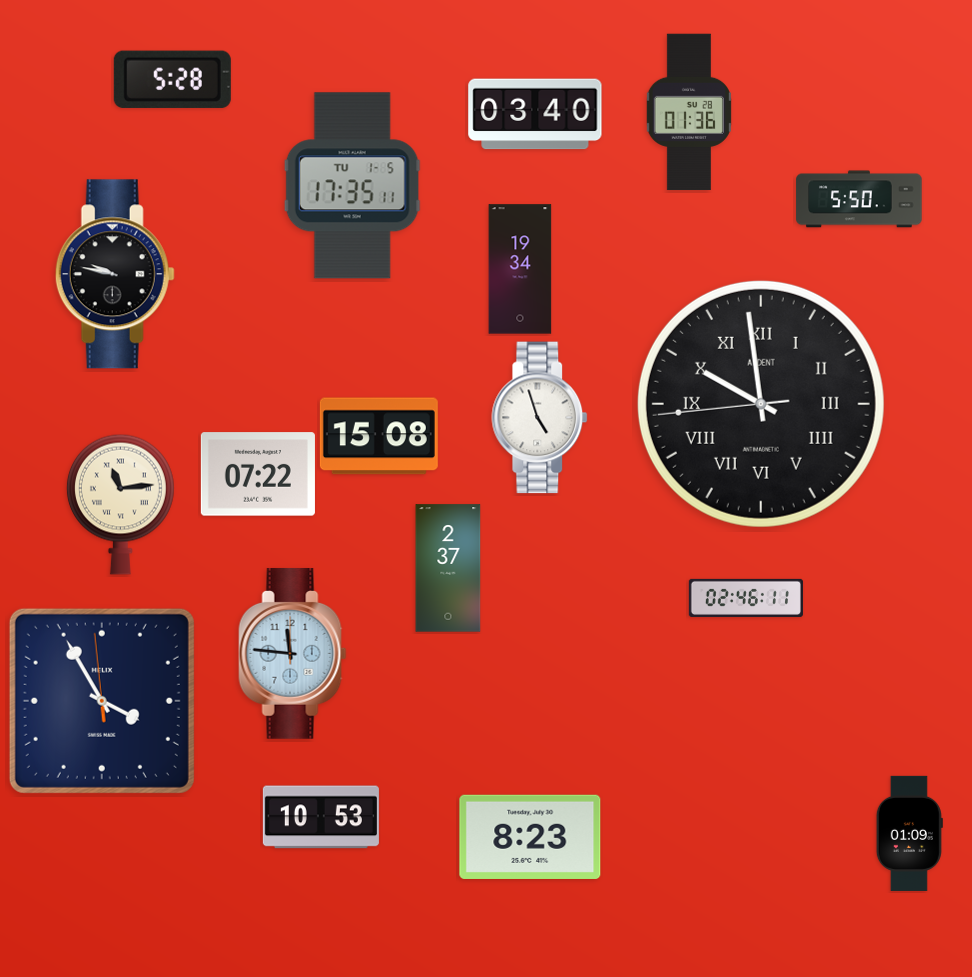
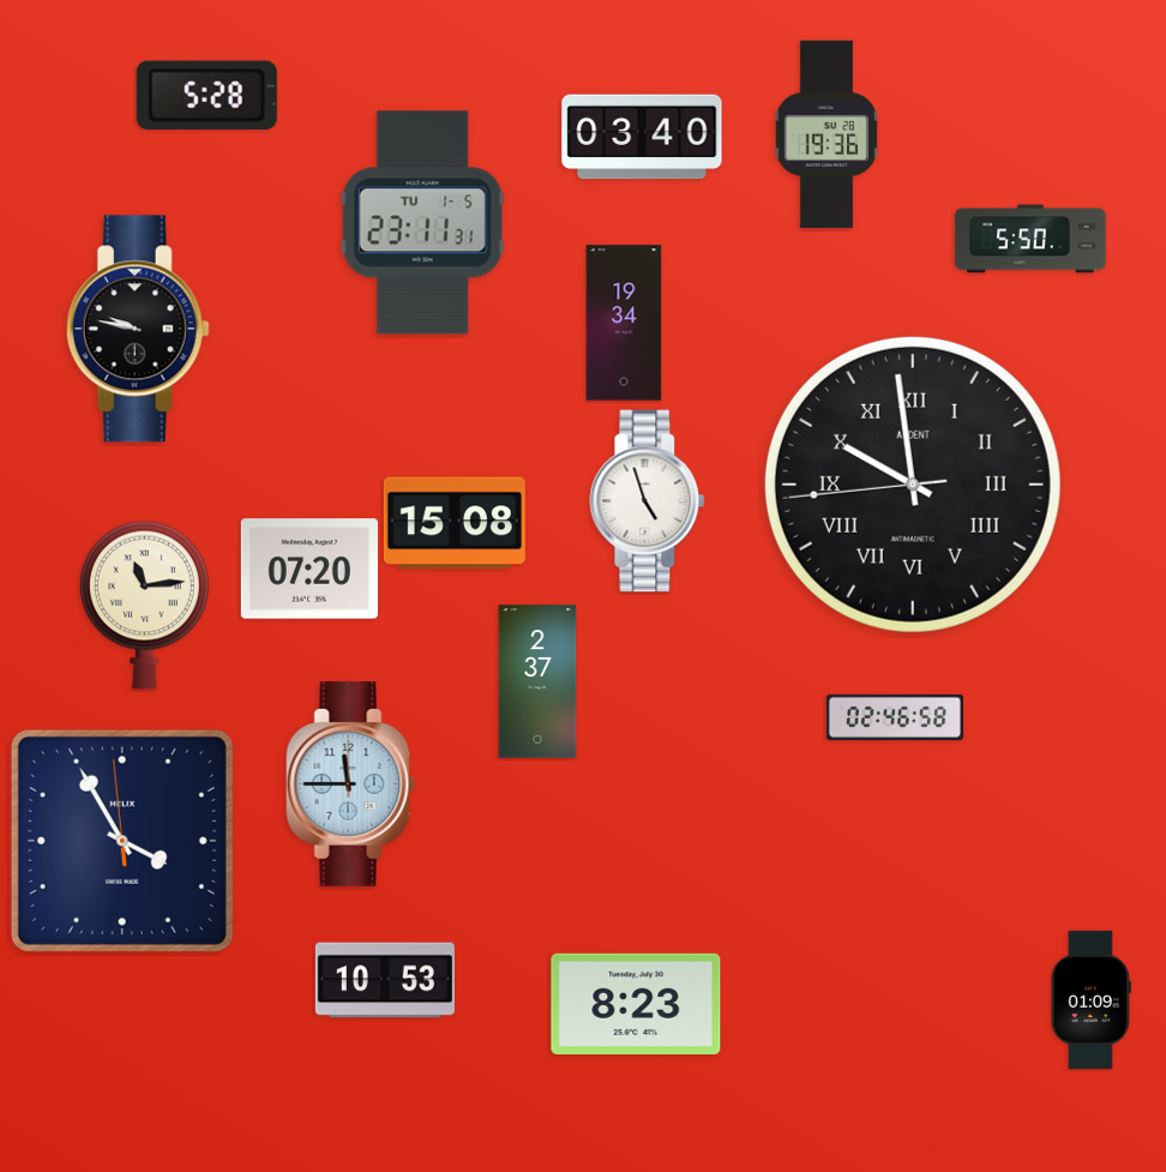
clock at (689, 112): 01:36 -> 19:36
clock at (352, 186): 17:35 -> 23:11
clock at (258, 474): 07:22 -> 07:20
clock at (746, 598): 02:46:11 -> 02:46:58
clock at (293, 653): 11:46 -> 11:45
